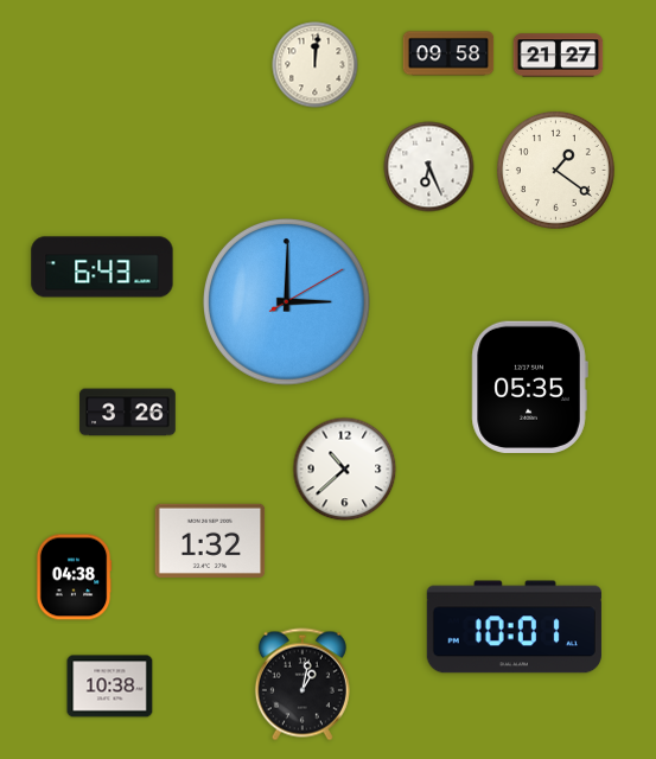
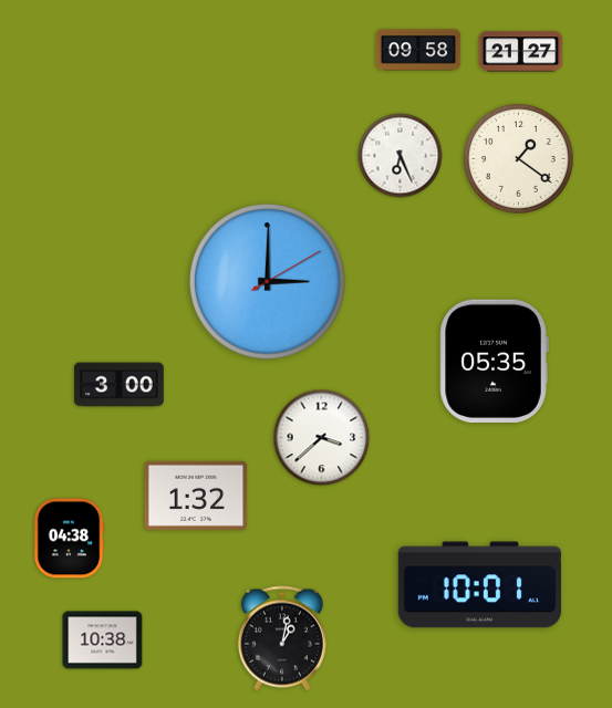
clock at (316, 65): 12:01 -> none
clock at (102, 267): 6:43 -> none
clock at (128, 413): 3:26 -> 3:00
clock at (345, 470): 10:38 -> 3:38
clock at (210, 541) position: (210, 541) -> (196, 496)
